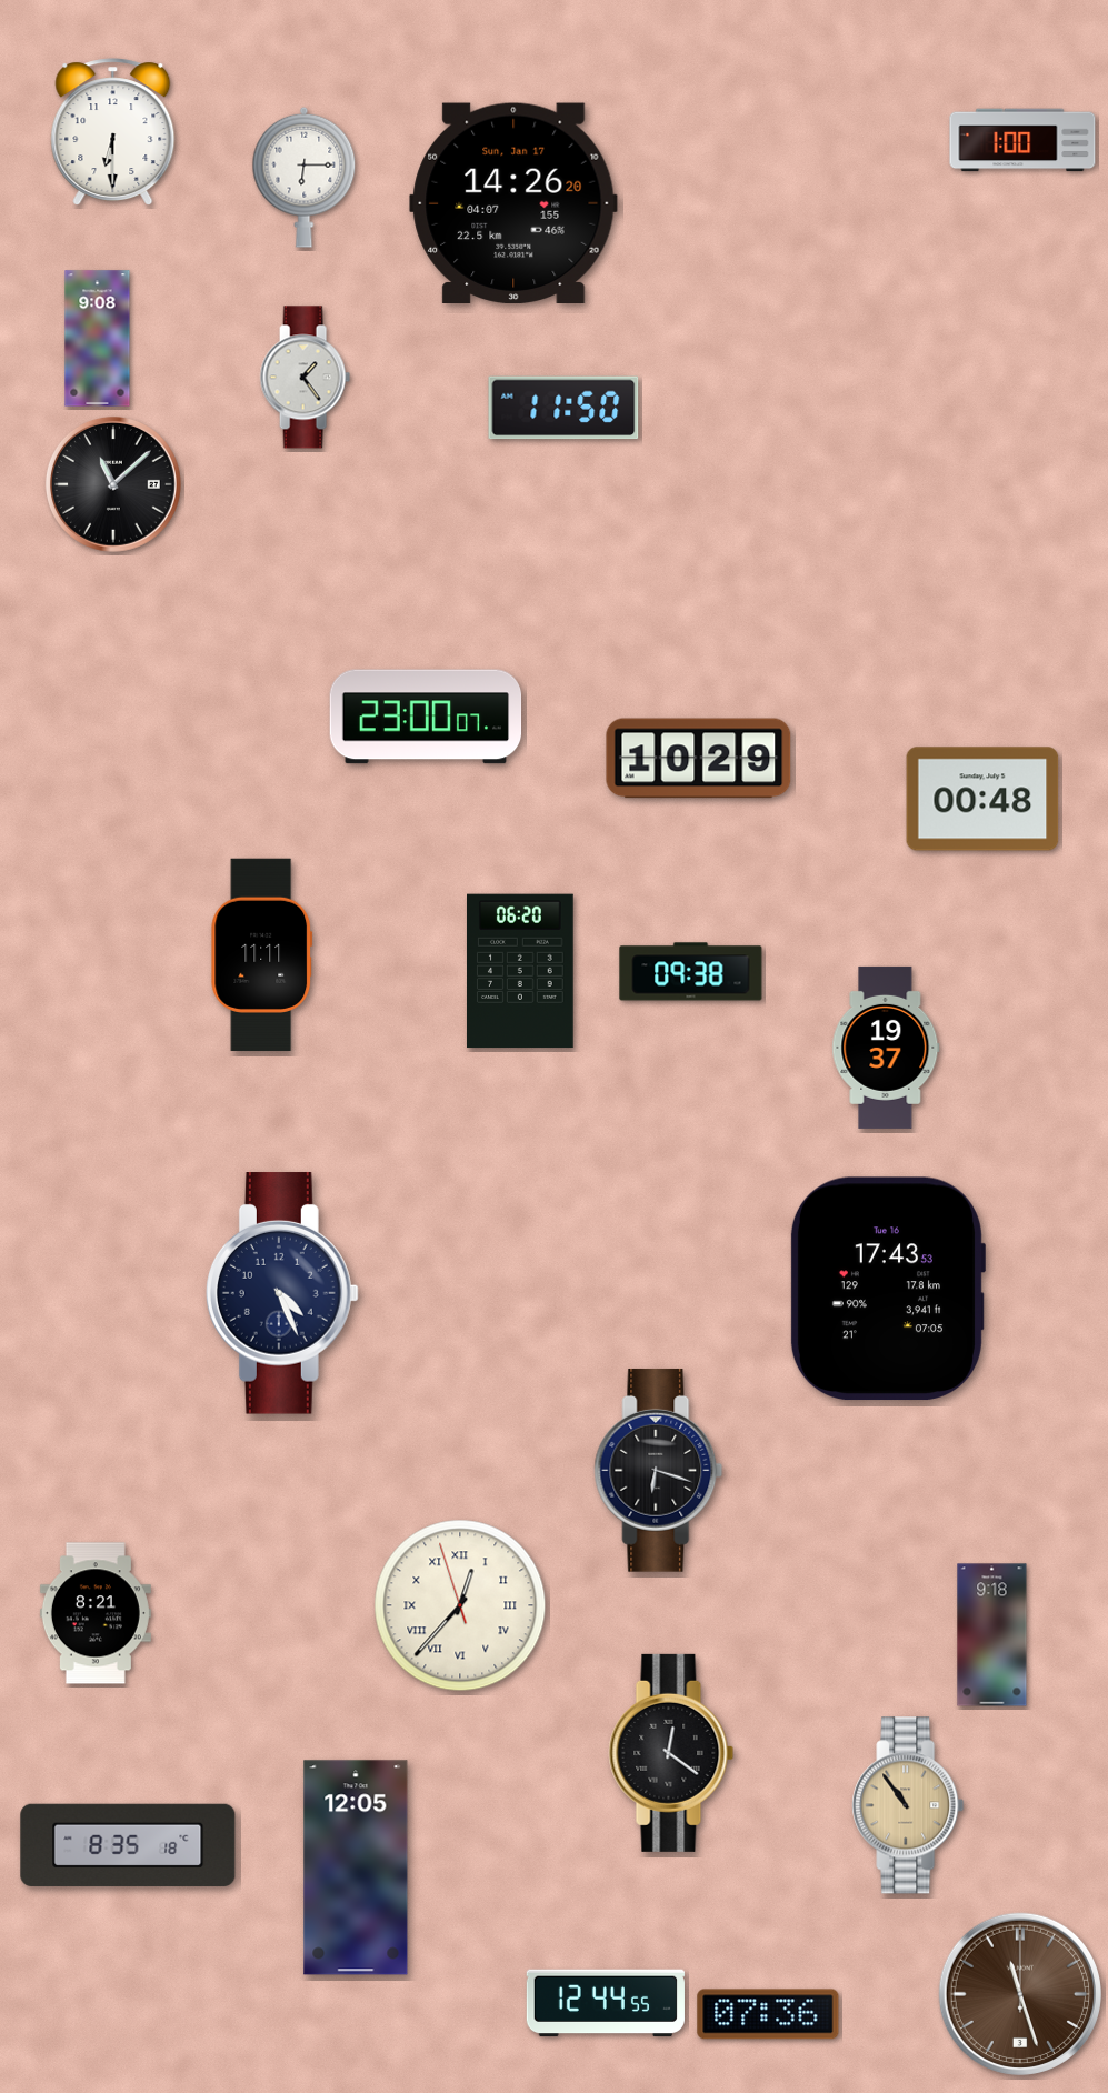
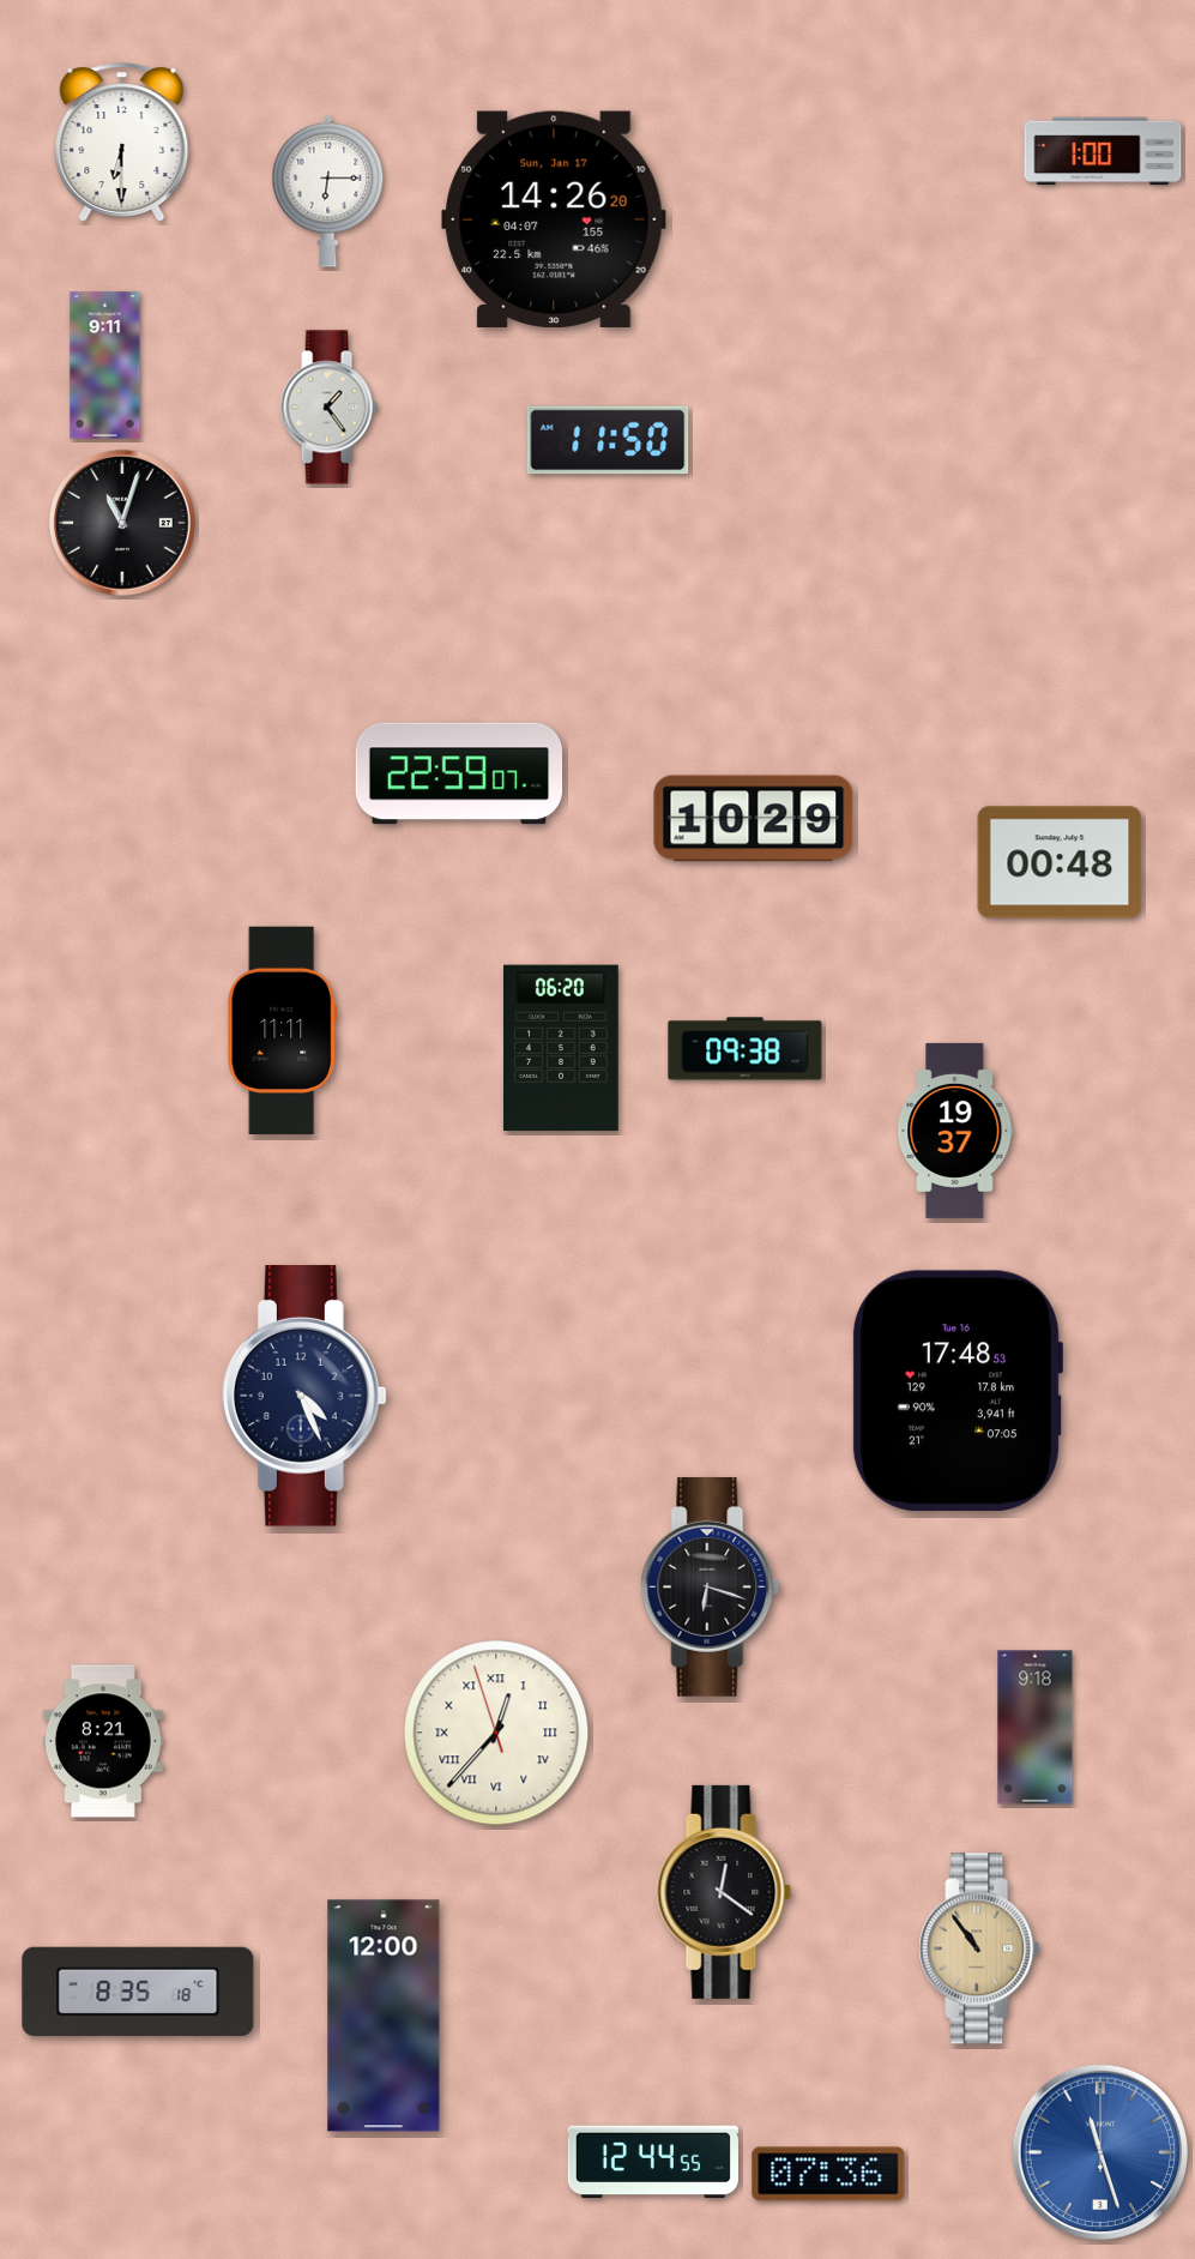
clock at (98, 339): 9:08 -> 9:11
clock at (113, 484): 11:08 -> 11:03
clock at (426, 717): 23:00 -> 22:59
clock at (887, 1289): 17:43 -> 17:48
clock at (992, 1635) position: (992, 1635) -> (1036, 1728)
clock at (356, 1867): 12:05 -> 12:00
clock at (1019, 1993) dial: brown -> blue
